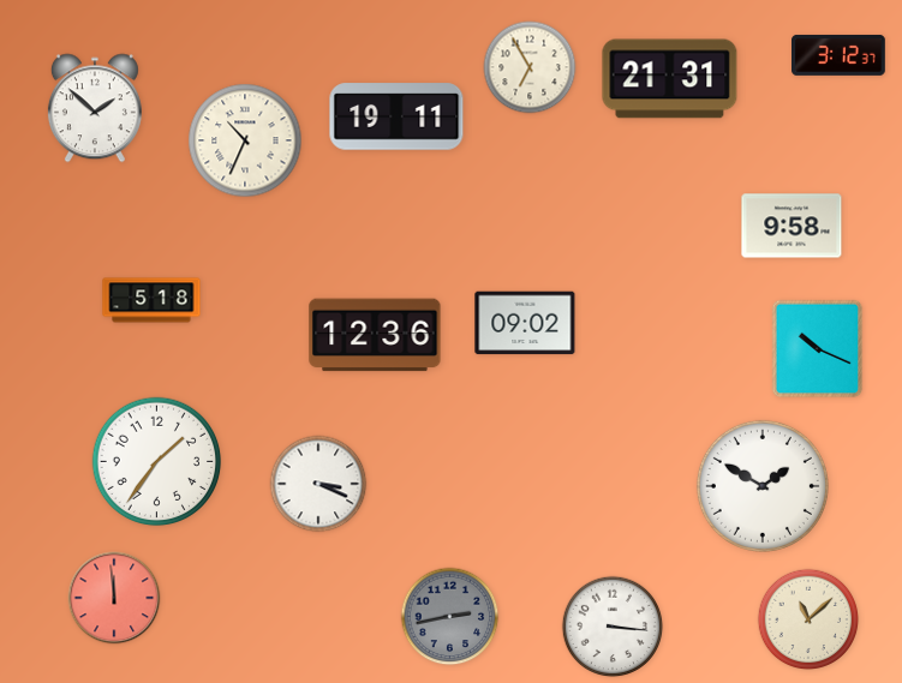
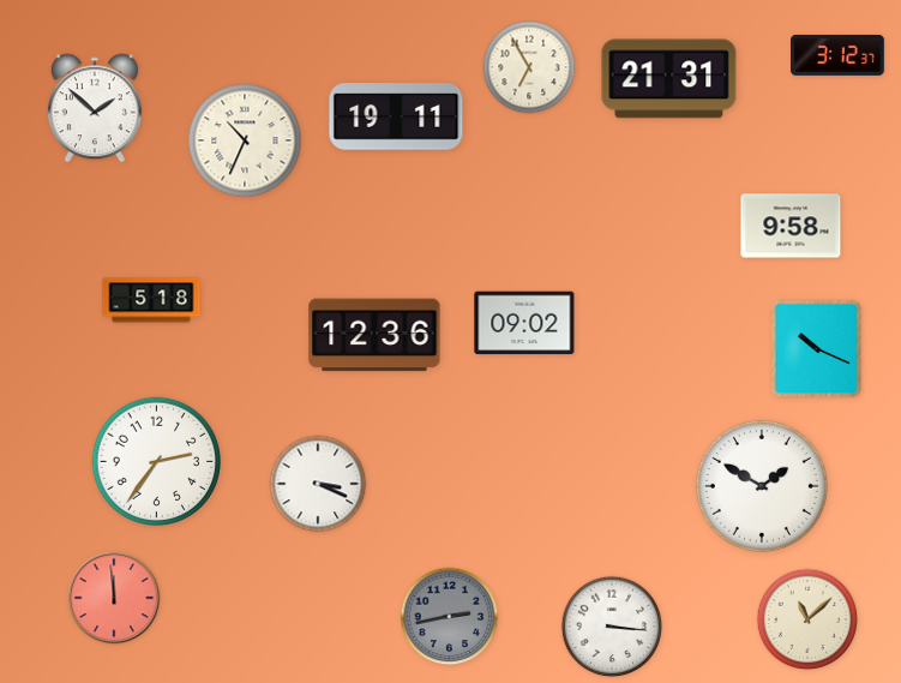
clock at (157, 462): 1:36 -> 2:36
